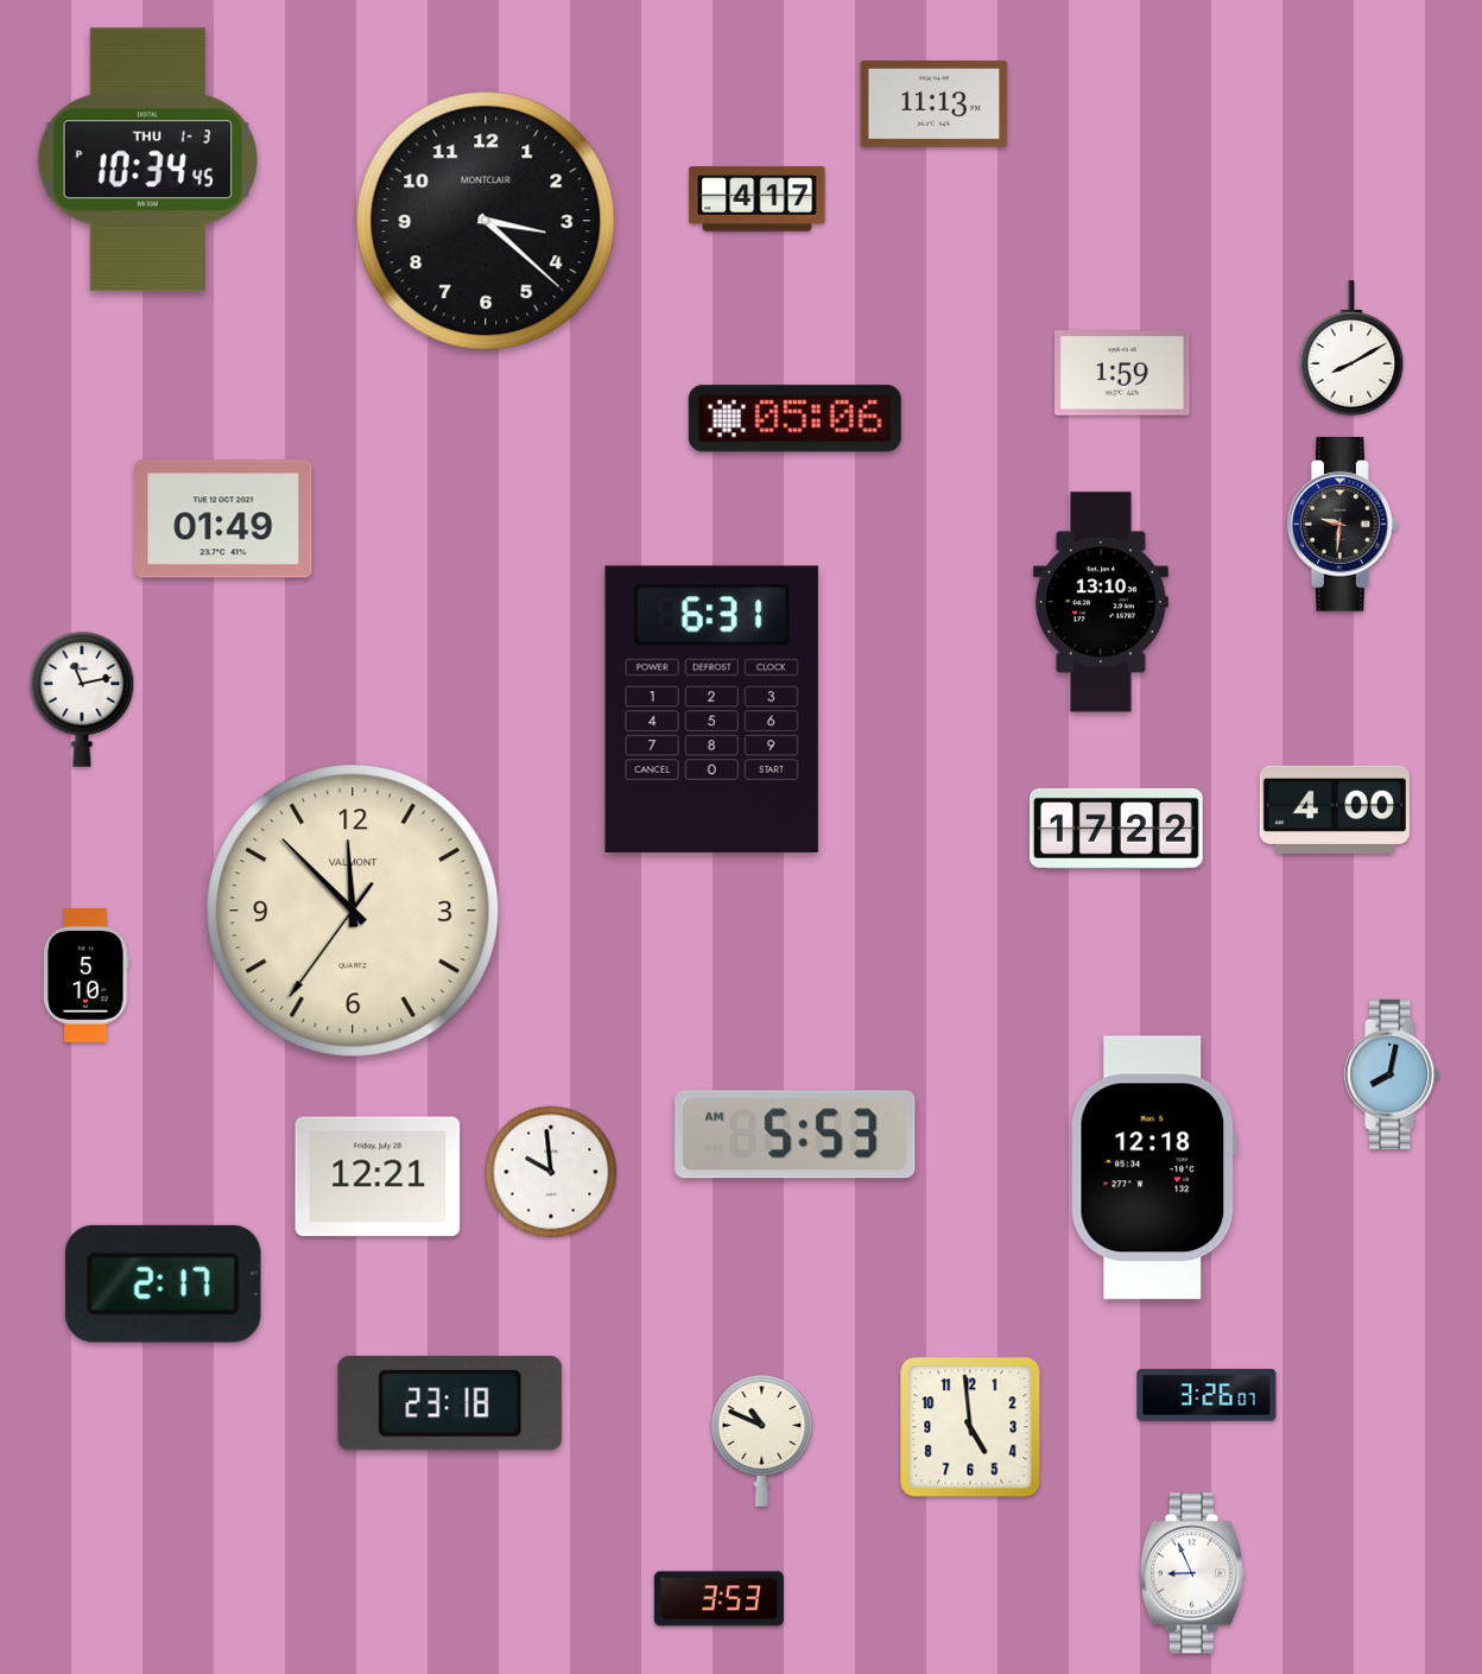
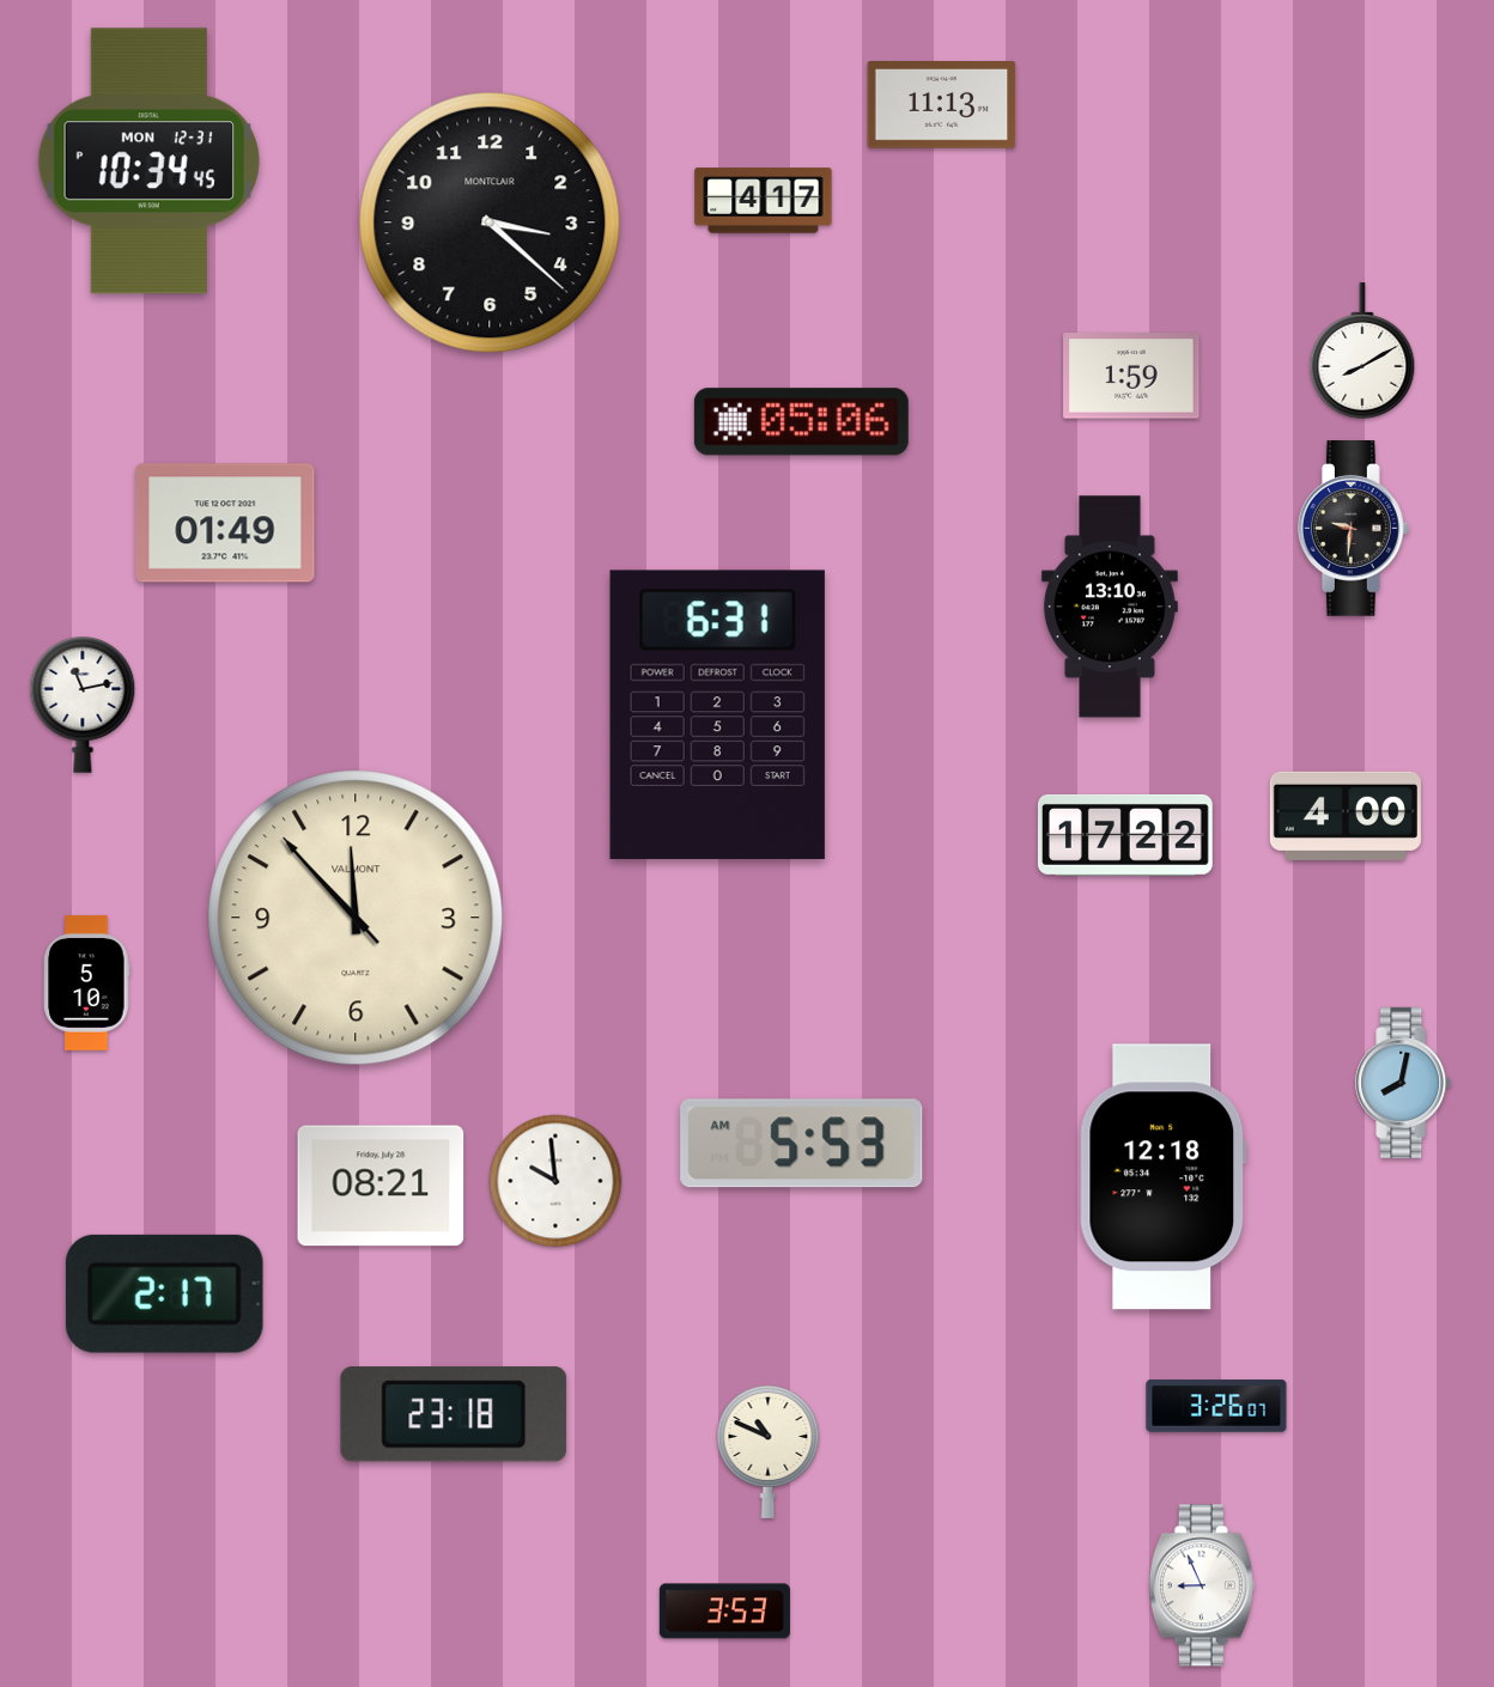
clock at (147, 160) date: THU 1-3 -> MON 12-31
clock at (353, 911): 11:52:36 -> 11:52:53
clock at (378, 1177): 12:21 -> 08:21
clock at (970, 1427): 4:59 -> none
